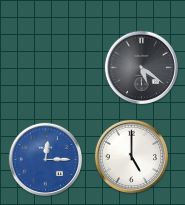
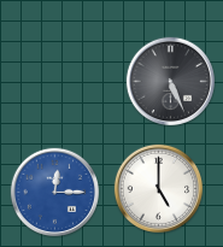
clock at (142, 67): 5:21 -> 5:26
